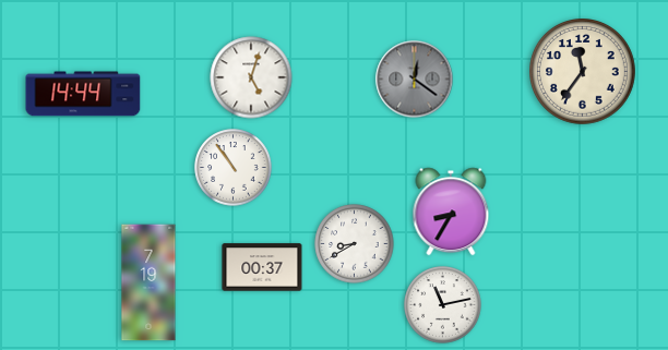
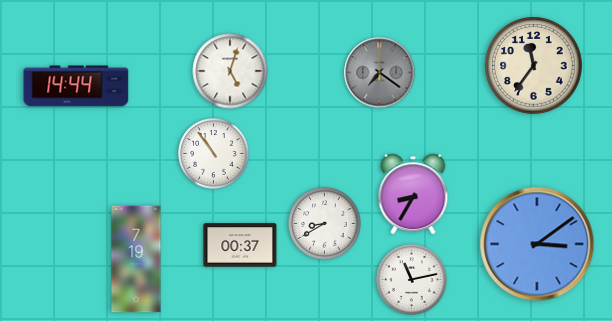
clock at (415, 80): 12:21 -> 7:21
clock at (537, 244): none -> 3:09
clock at (443, 305) position: (443, 305) -> (412, 280)
